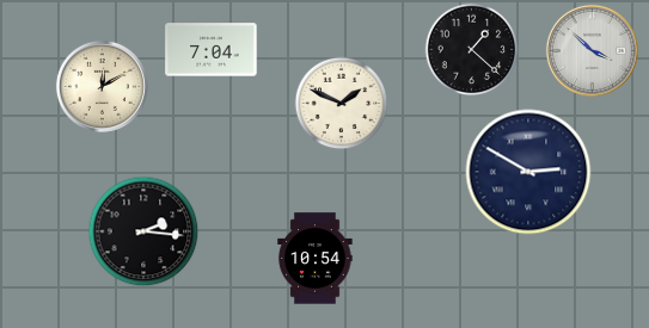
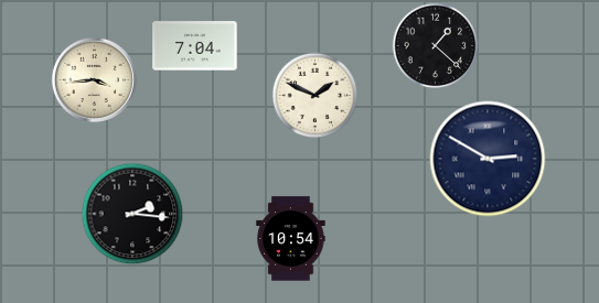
clock at (592, 50): 3:52 -> none
clock at (102, 86): 12:10 -> 3:44
